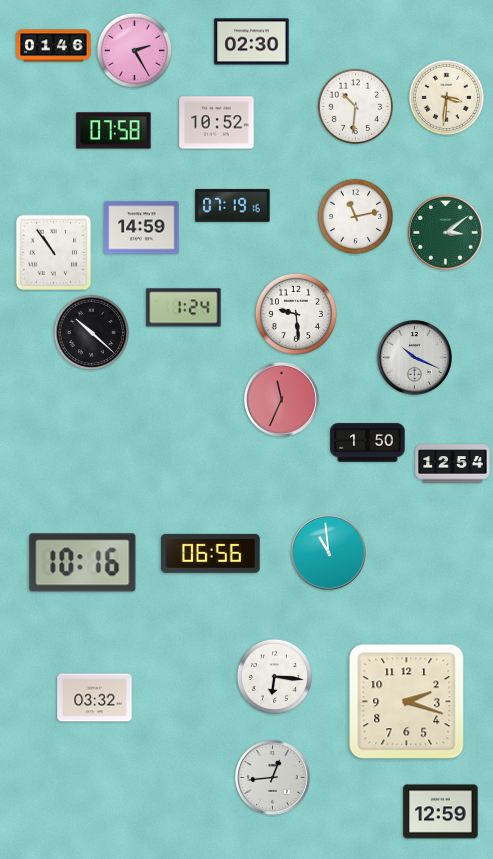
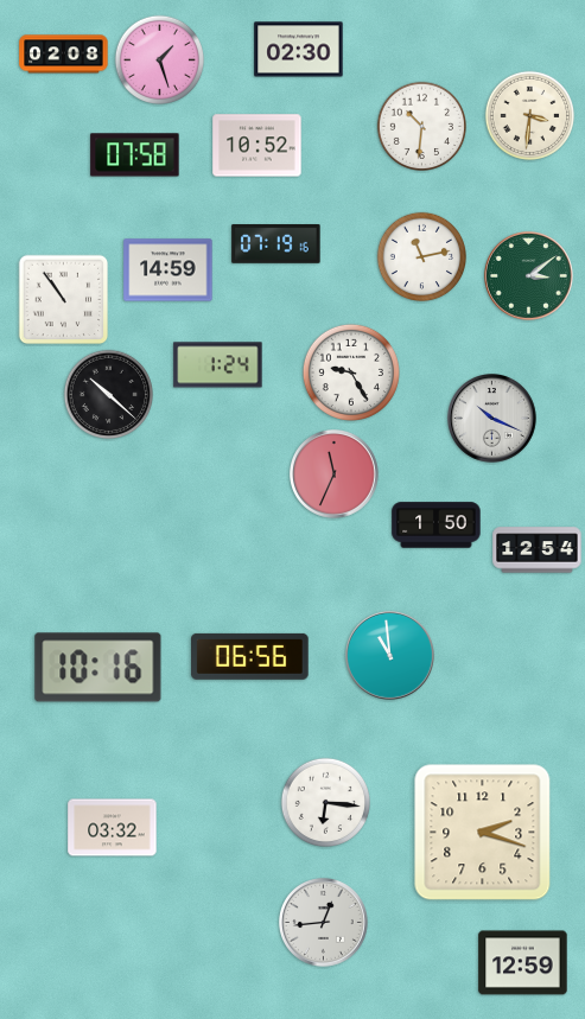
clock at (54, 46): 01:46 -> 02:08
clock at (134, 50): 2:25 -> 1:27
clock at (296, 314): 9:29 -> 9:25
clock at (415, 358) position: (415, 358) -> (492, 419)
